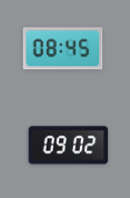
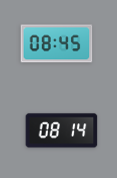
clock at (69, 146): 09:02 -> 08:14
